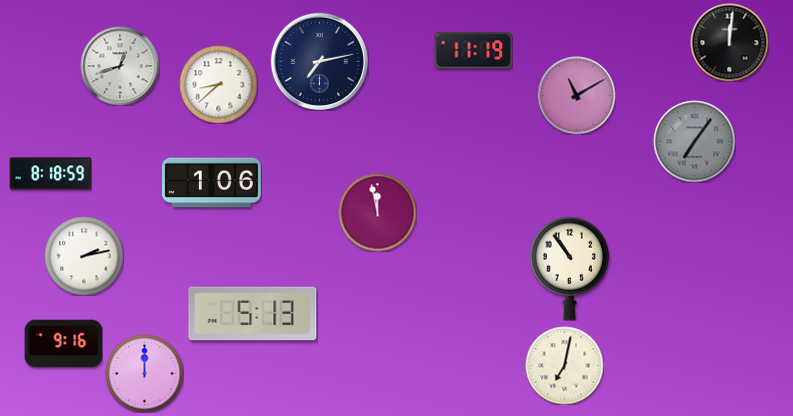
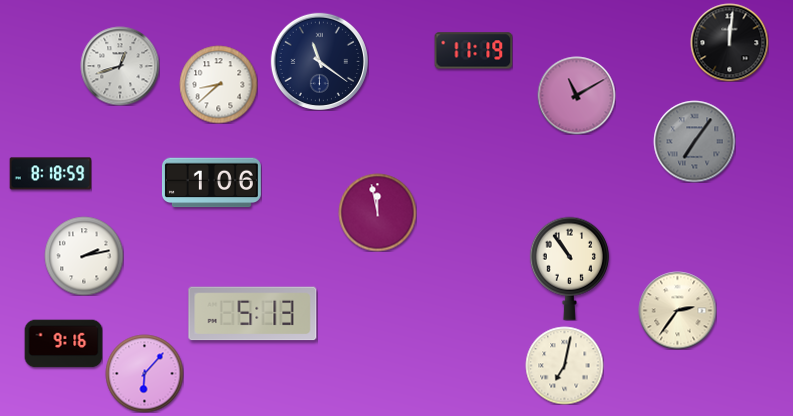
clock at (319, 61): 7:13 -> 11:21
clock at (677, 310): none -> 2:36
clock at (144, 373): 12:00 -> 6:07
